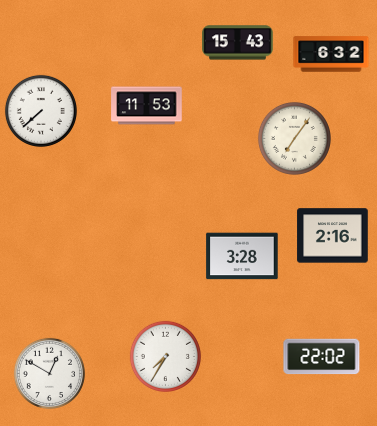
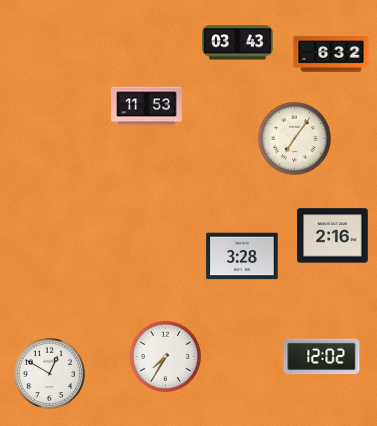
clock at (238, 43): 15:43 -> 03:43
clock at (41, 111): 7:38 -> none
clock at (322, 357): 22:02 -> 12:02
